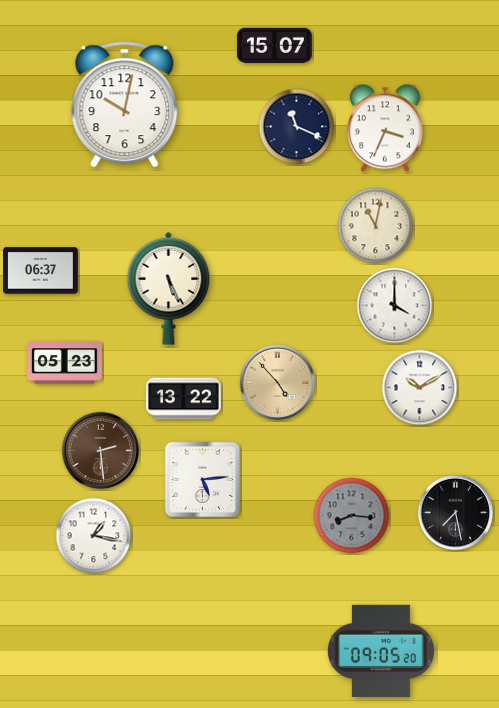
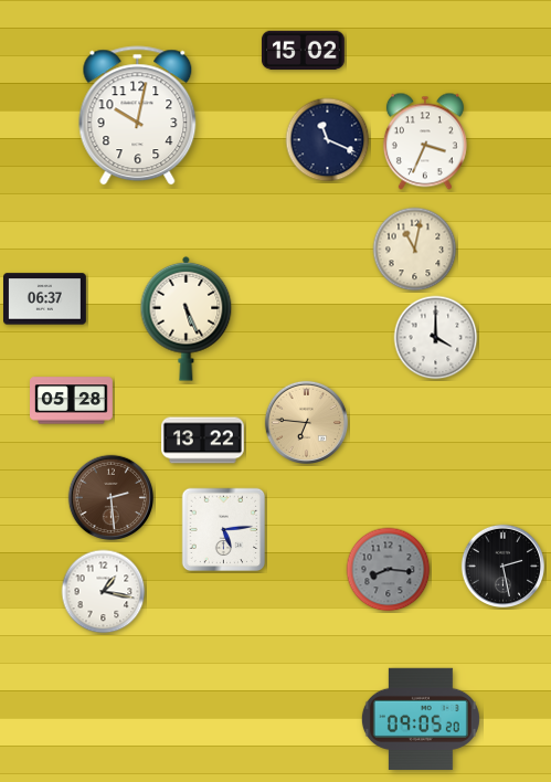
clock at (274, 45): 15:07 -> 15:02
clock at (65, 363): 05:23 -> 05:28
clock at (277, 382): 4:53 -> 6:46
clock at (420, 388): 10:10 -> none
clock at (455, 512): 7:28 -> 2:28
